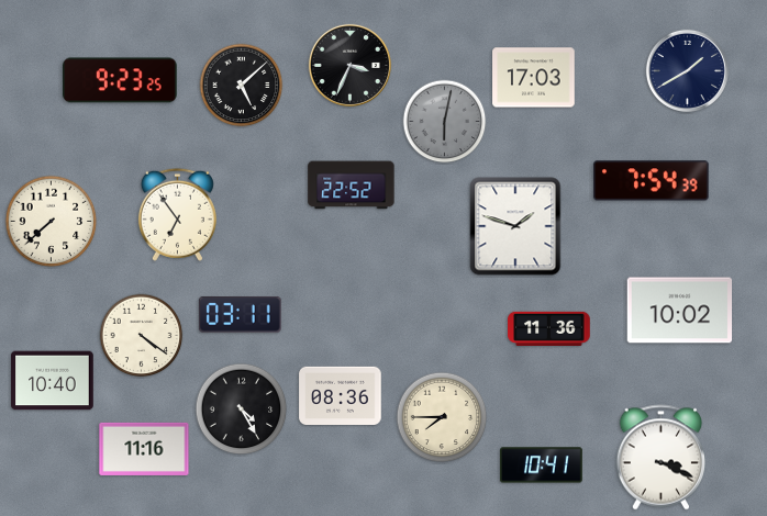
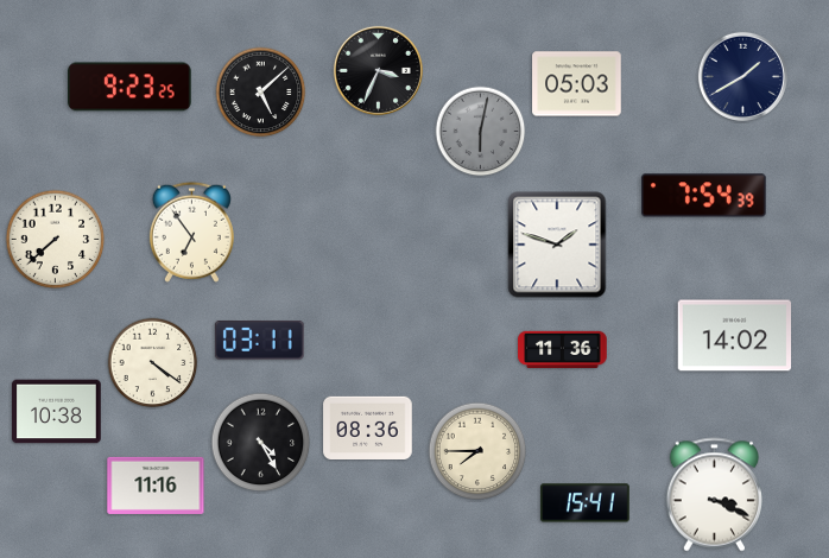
clock at (534, 78): 17:03 -> 05:03
clock at (352, 186): 22:52 -> none
clock at (680, 311): 10:02 -> 14:02
clock at (549, 328) position: (549, 328) -> (563, 349)
clock at (53, 381): 10:40 -> 10:38
clock at (542, 465): 10:41 -> 15:41
